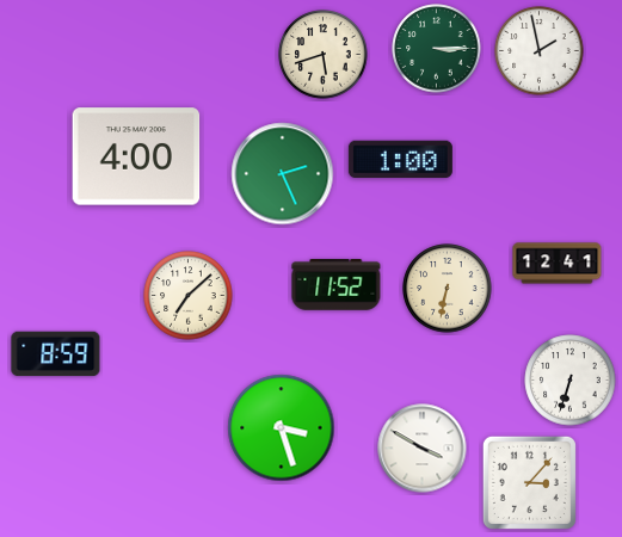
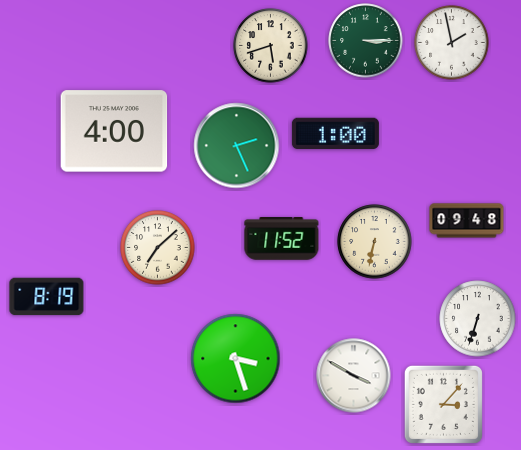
clock at (558, 264): 12:41 -> 09:48
clock at (56, 354): 8:59 -> 8:19
